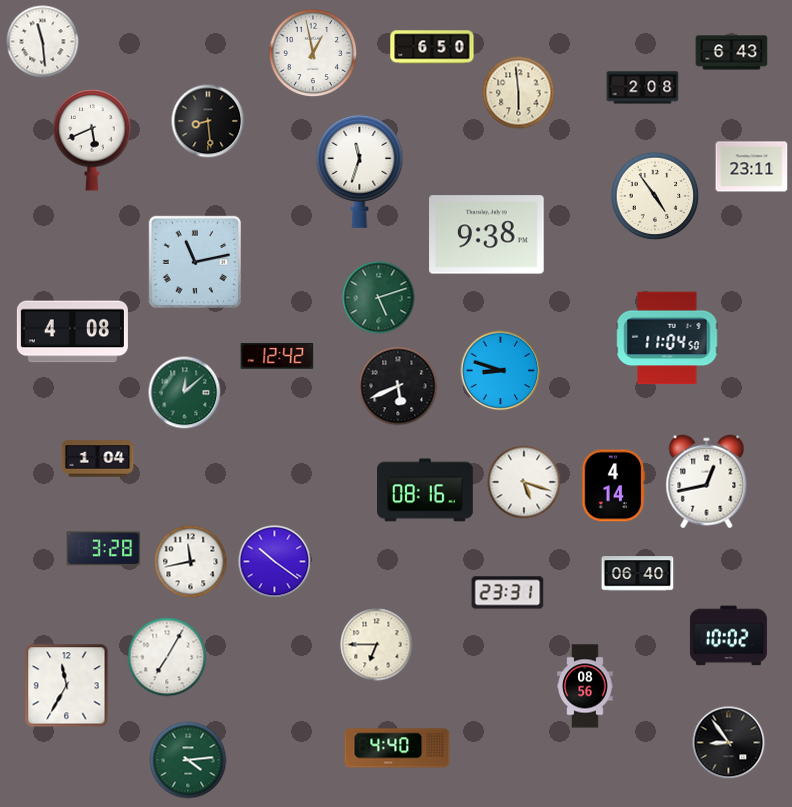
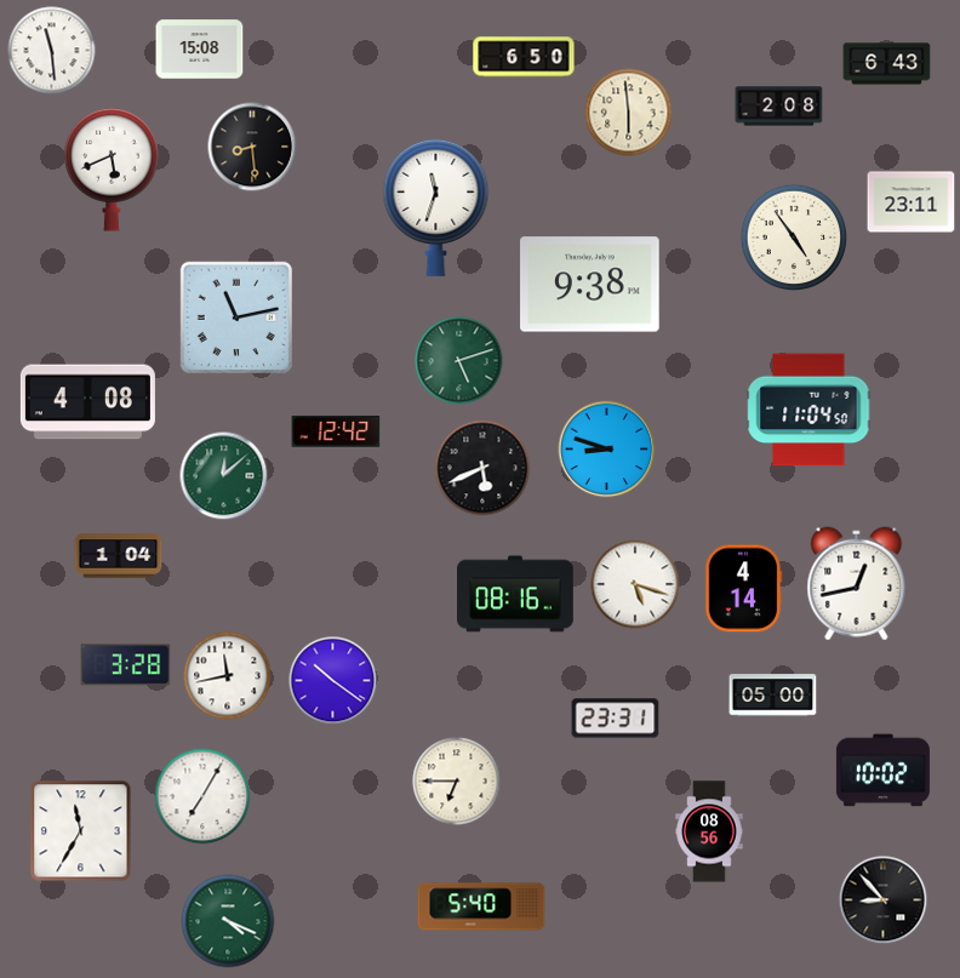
clock at (200, 50): none -> 15:08
clock at (313, 53): 12:58 -> none
clock at (191, 562) position: (191, 562) -> (228, 676)
clock at (638, 574): 06:40 -> 05:00
clock at (729, 743): 8:54 -> 8:53
clock at (397, 748): 4:40 -> 5:40
clock at (188, 760): 4:14 -> 4:19
